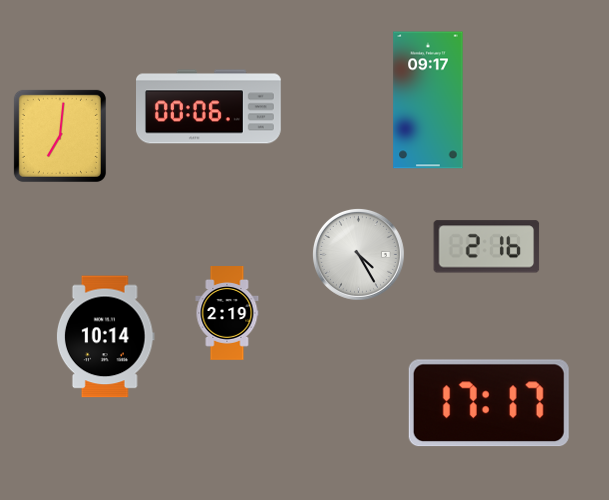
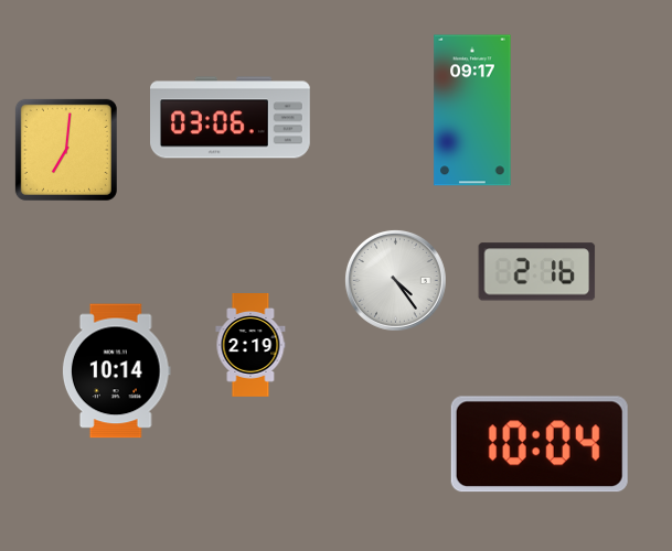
clock at (209, 107): 00:06 -> 03:06
clock at (358, 254): 4:25 -> 4:24
clock at (489, 403): 17:17 -> 10:04
